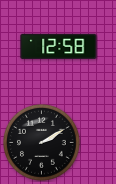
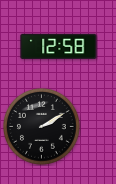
clock at (42, 143) position: (42, 143) -> (42, 127)
